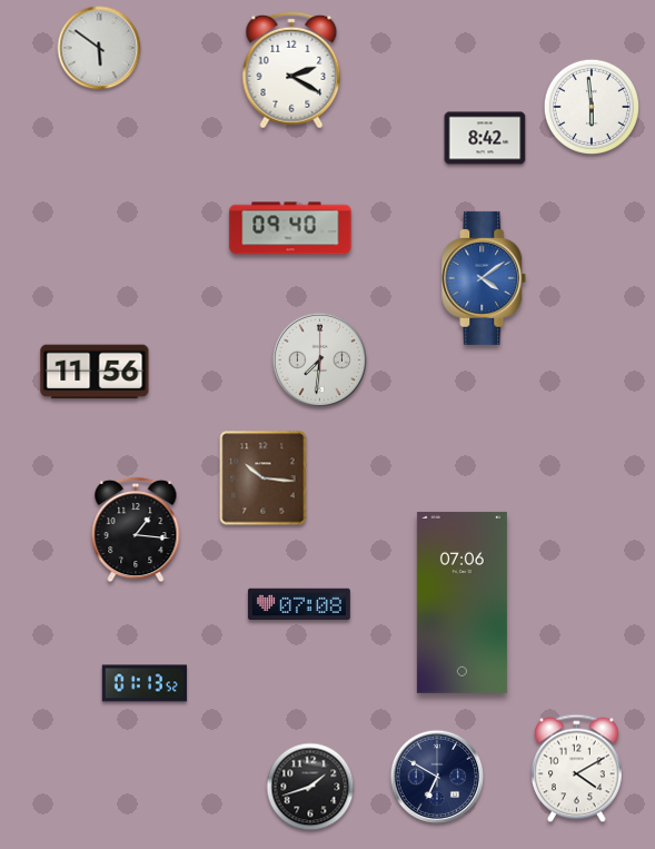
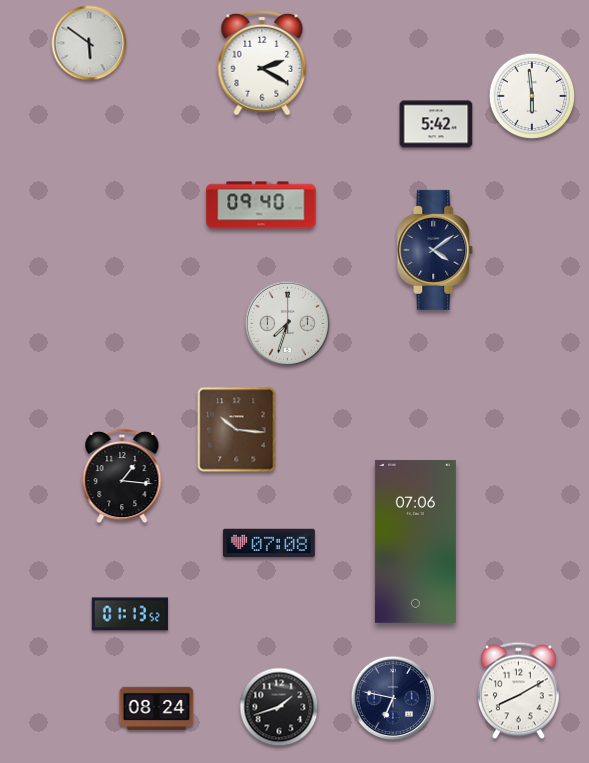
clock at (485, 138): 8:42 -> 5:42
clock at (484, 278) dial: blue -> navy
clock at (319, 359): 7:31 -> 7:33
clock at (95, 372): 11:56 -> none
clock at (577, 769): 4:10 -> 8:10
clock at (436, 776): 6:50 -> 6:47
clock at (157, 709): none -> 08:24
